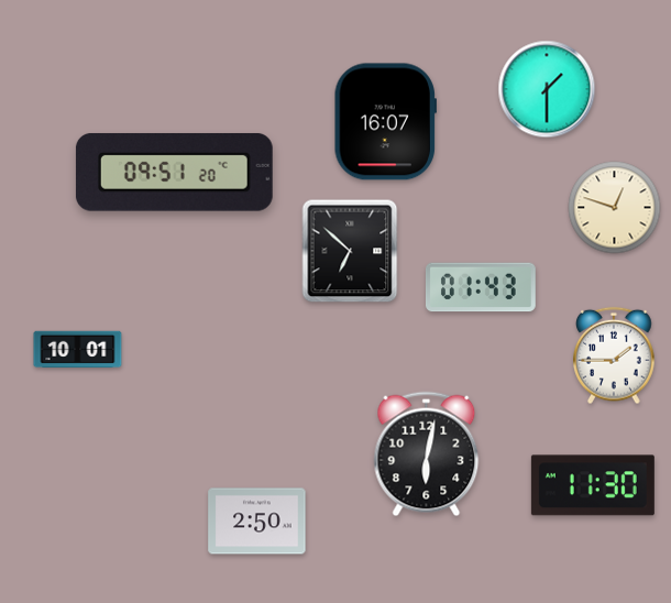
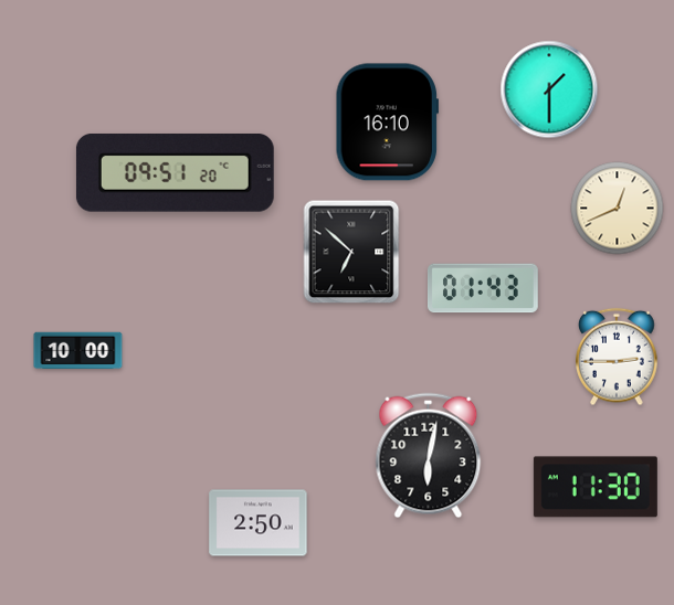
clock at (385, 122): 16:07 -> 16:10
clock at (615, 208): 12:48 -> 12:41
clock at (78, 350): 10:01 -> 10:00
clock at (615, 355): 1:45 -> 2:45
